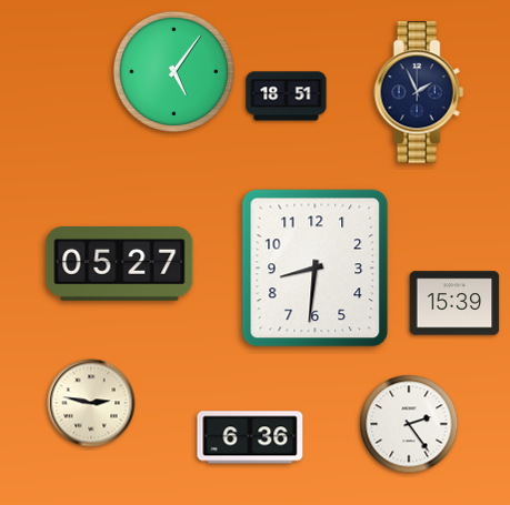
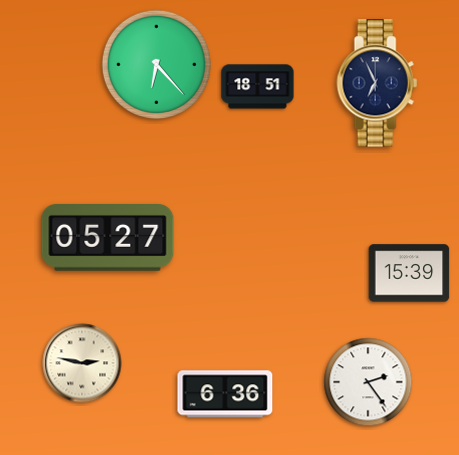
clock at (173, 71): 5:06 -> 6:23
clock at (419, 92): 1:56 -> 6:56
clock at (316, 269): 8:31 -> none
